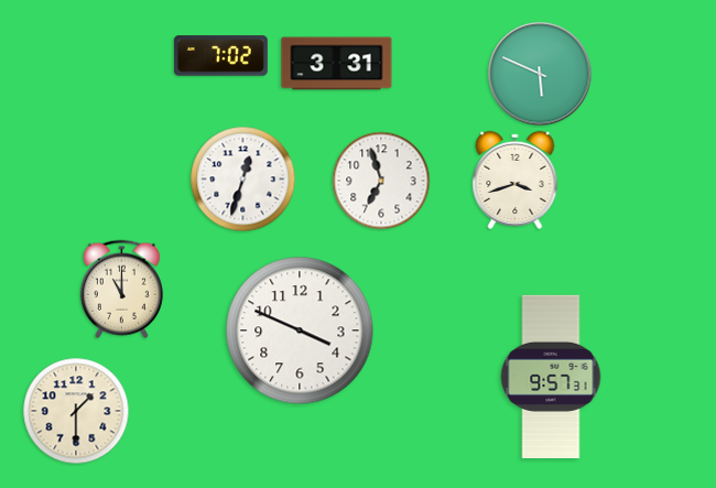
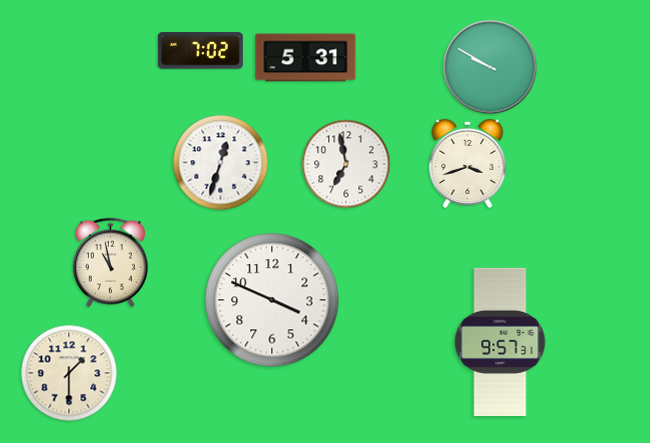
clock at (337, 64): 3:31 -> 5:31
clock at (540, 74): 5:49 -> 9:50
clock at (381, 181): 6:57 -> 6:58
clock at (121, 290): 11:00 -> 10:58
